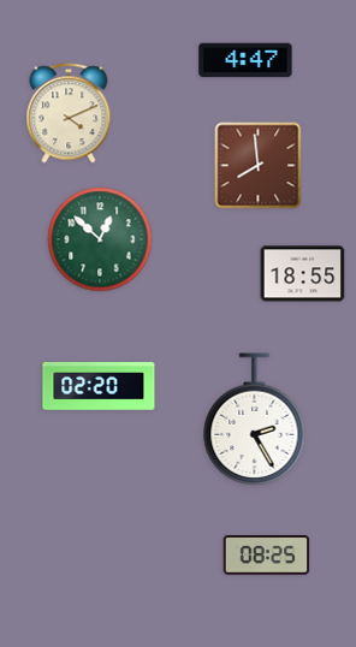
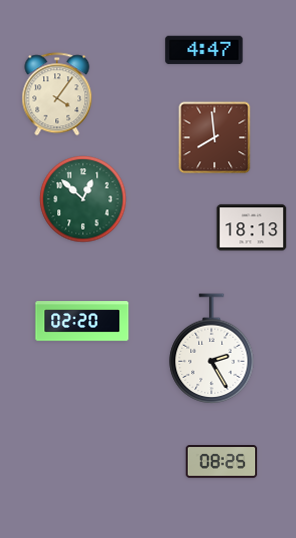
clock at (69, 113): 4:11 -> 4:06
clock at (303, 274): 18:55 -> 18:13
